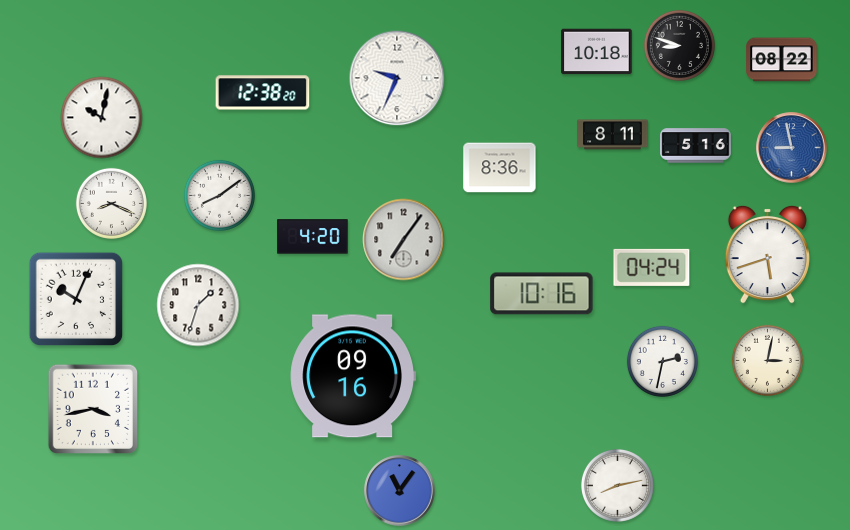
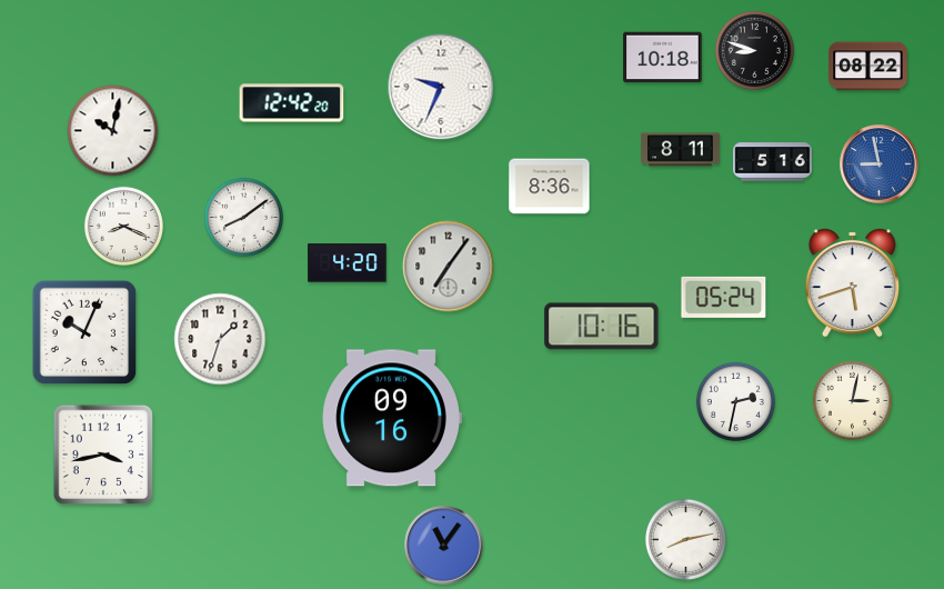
clock at (263, 93): 12:38 -> 12:42
clock at (500, 168) position: (500, 168) -> (550, 187)
clock at (652, 267): 04:24 -> 05:24
